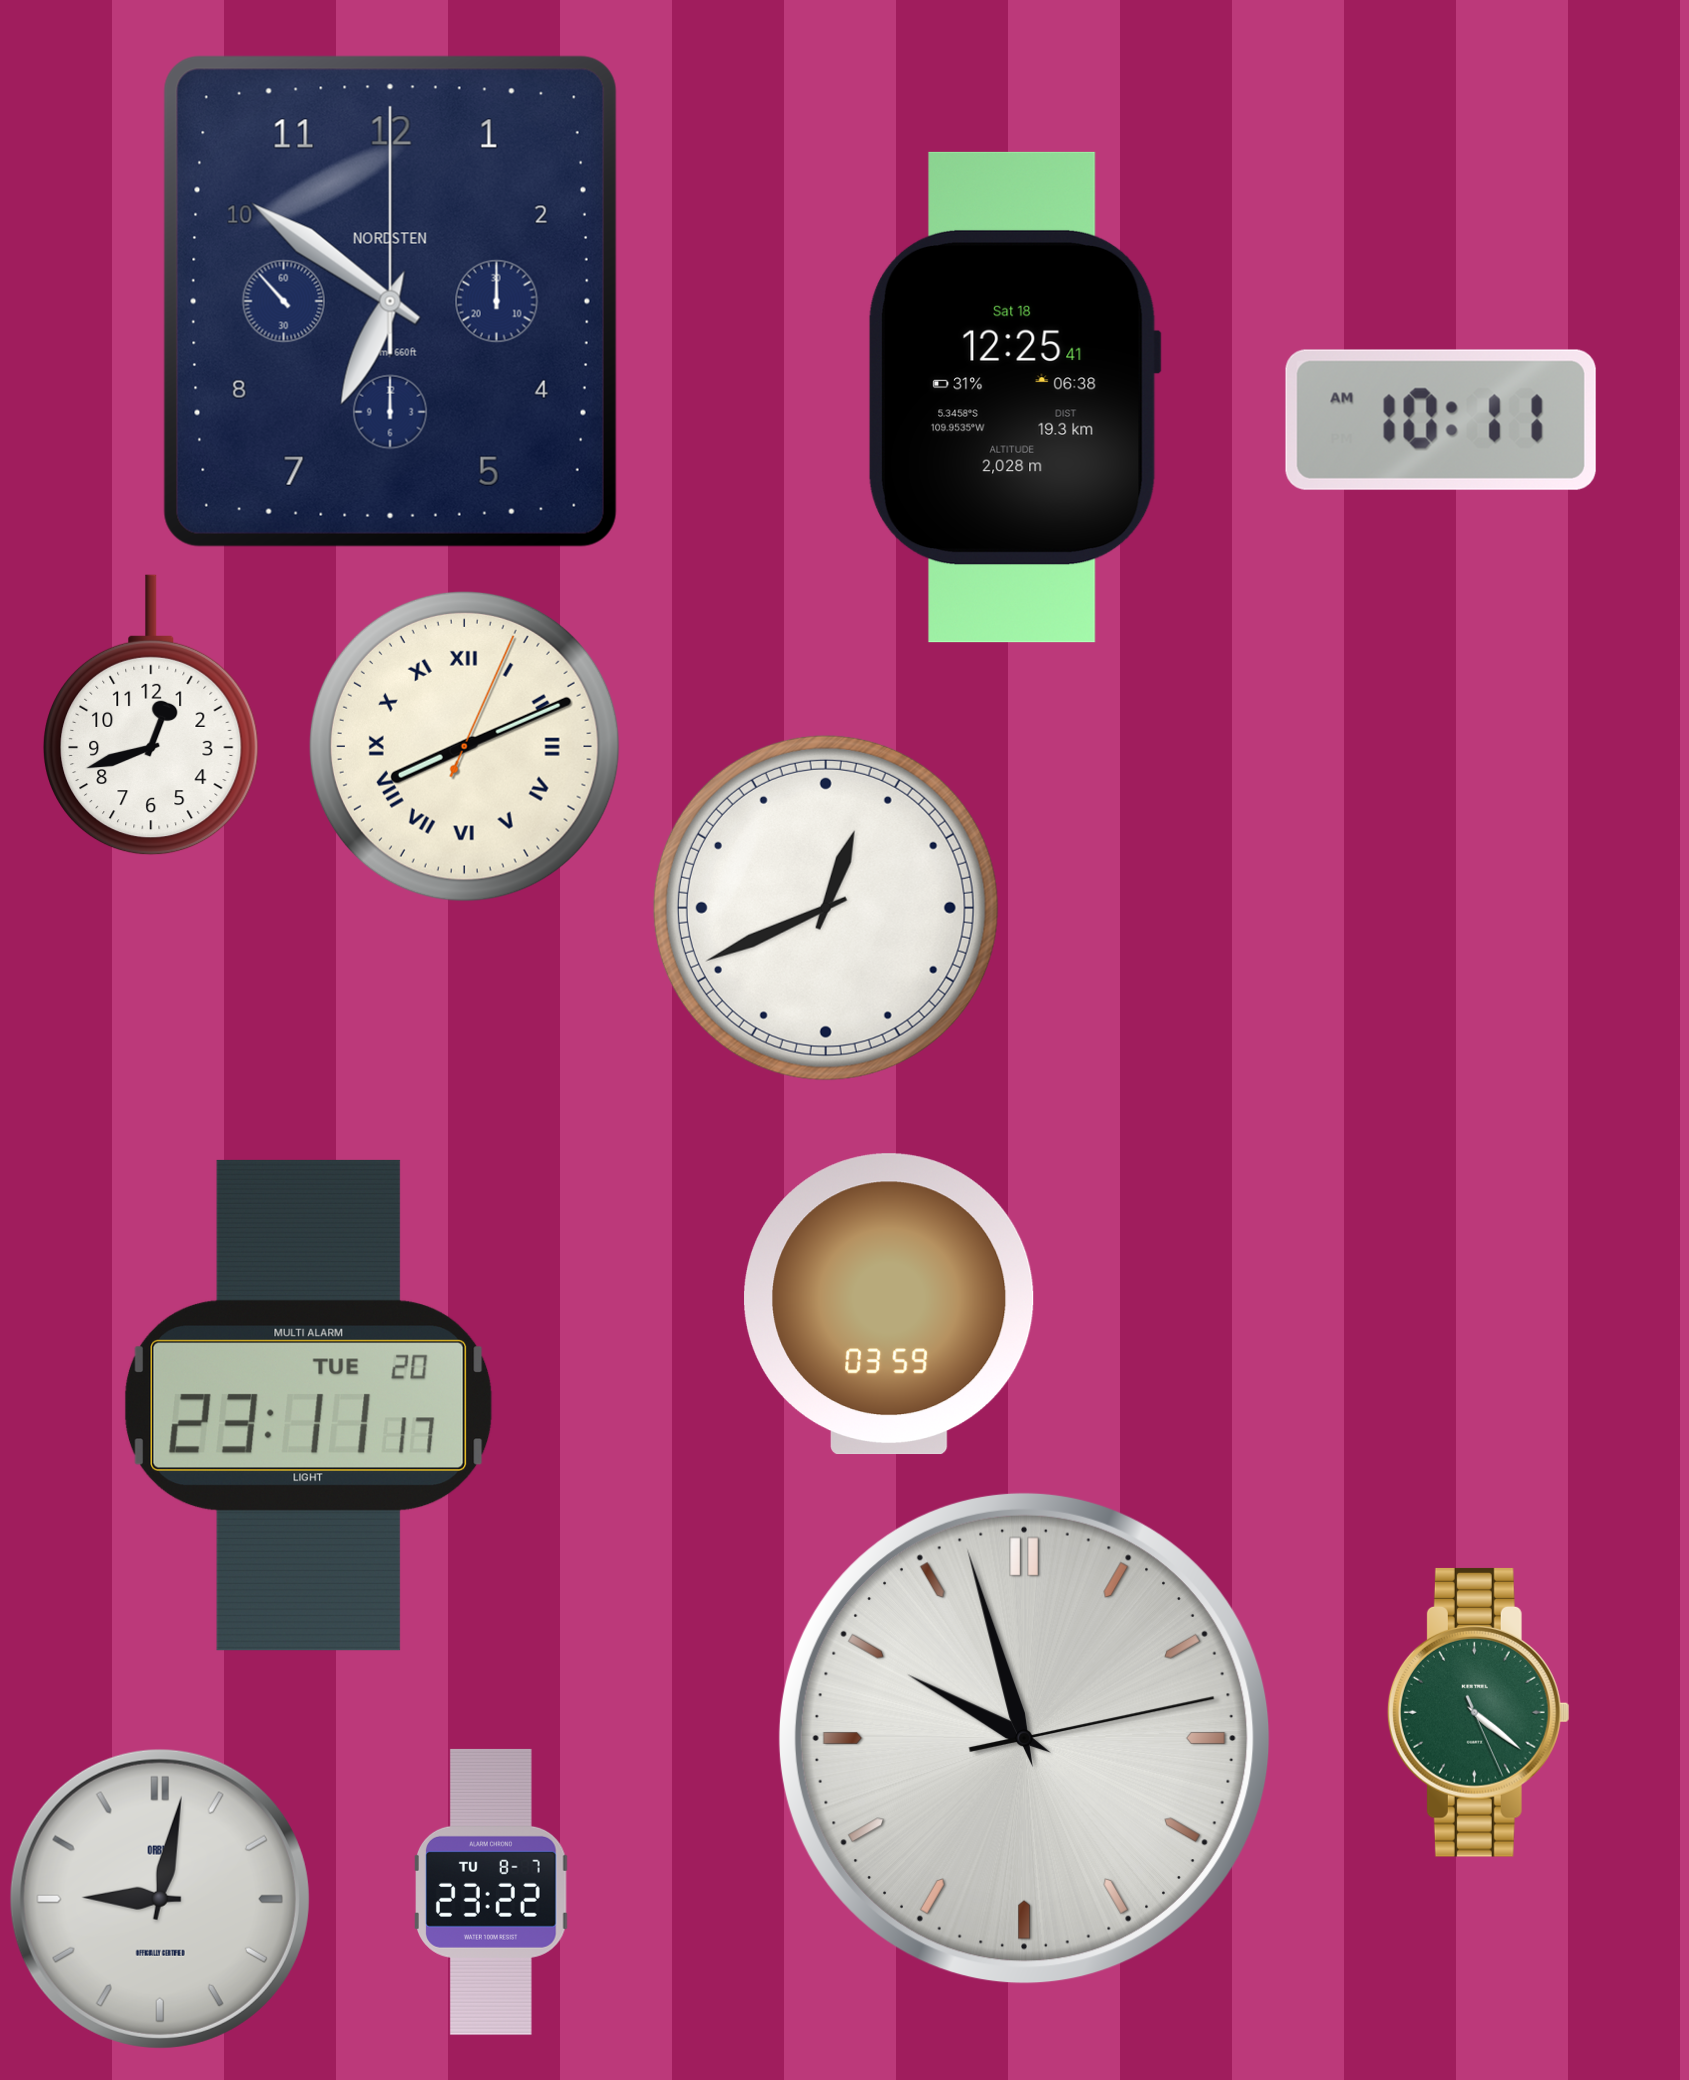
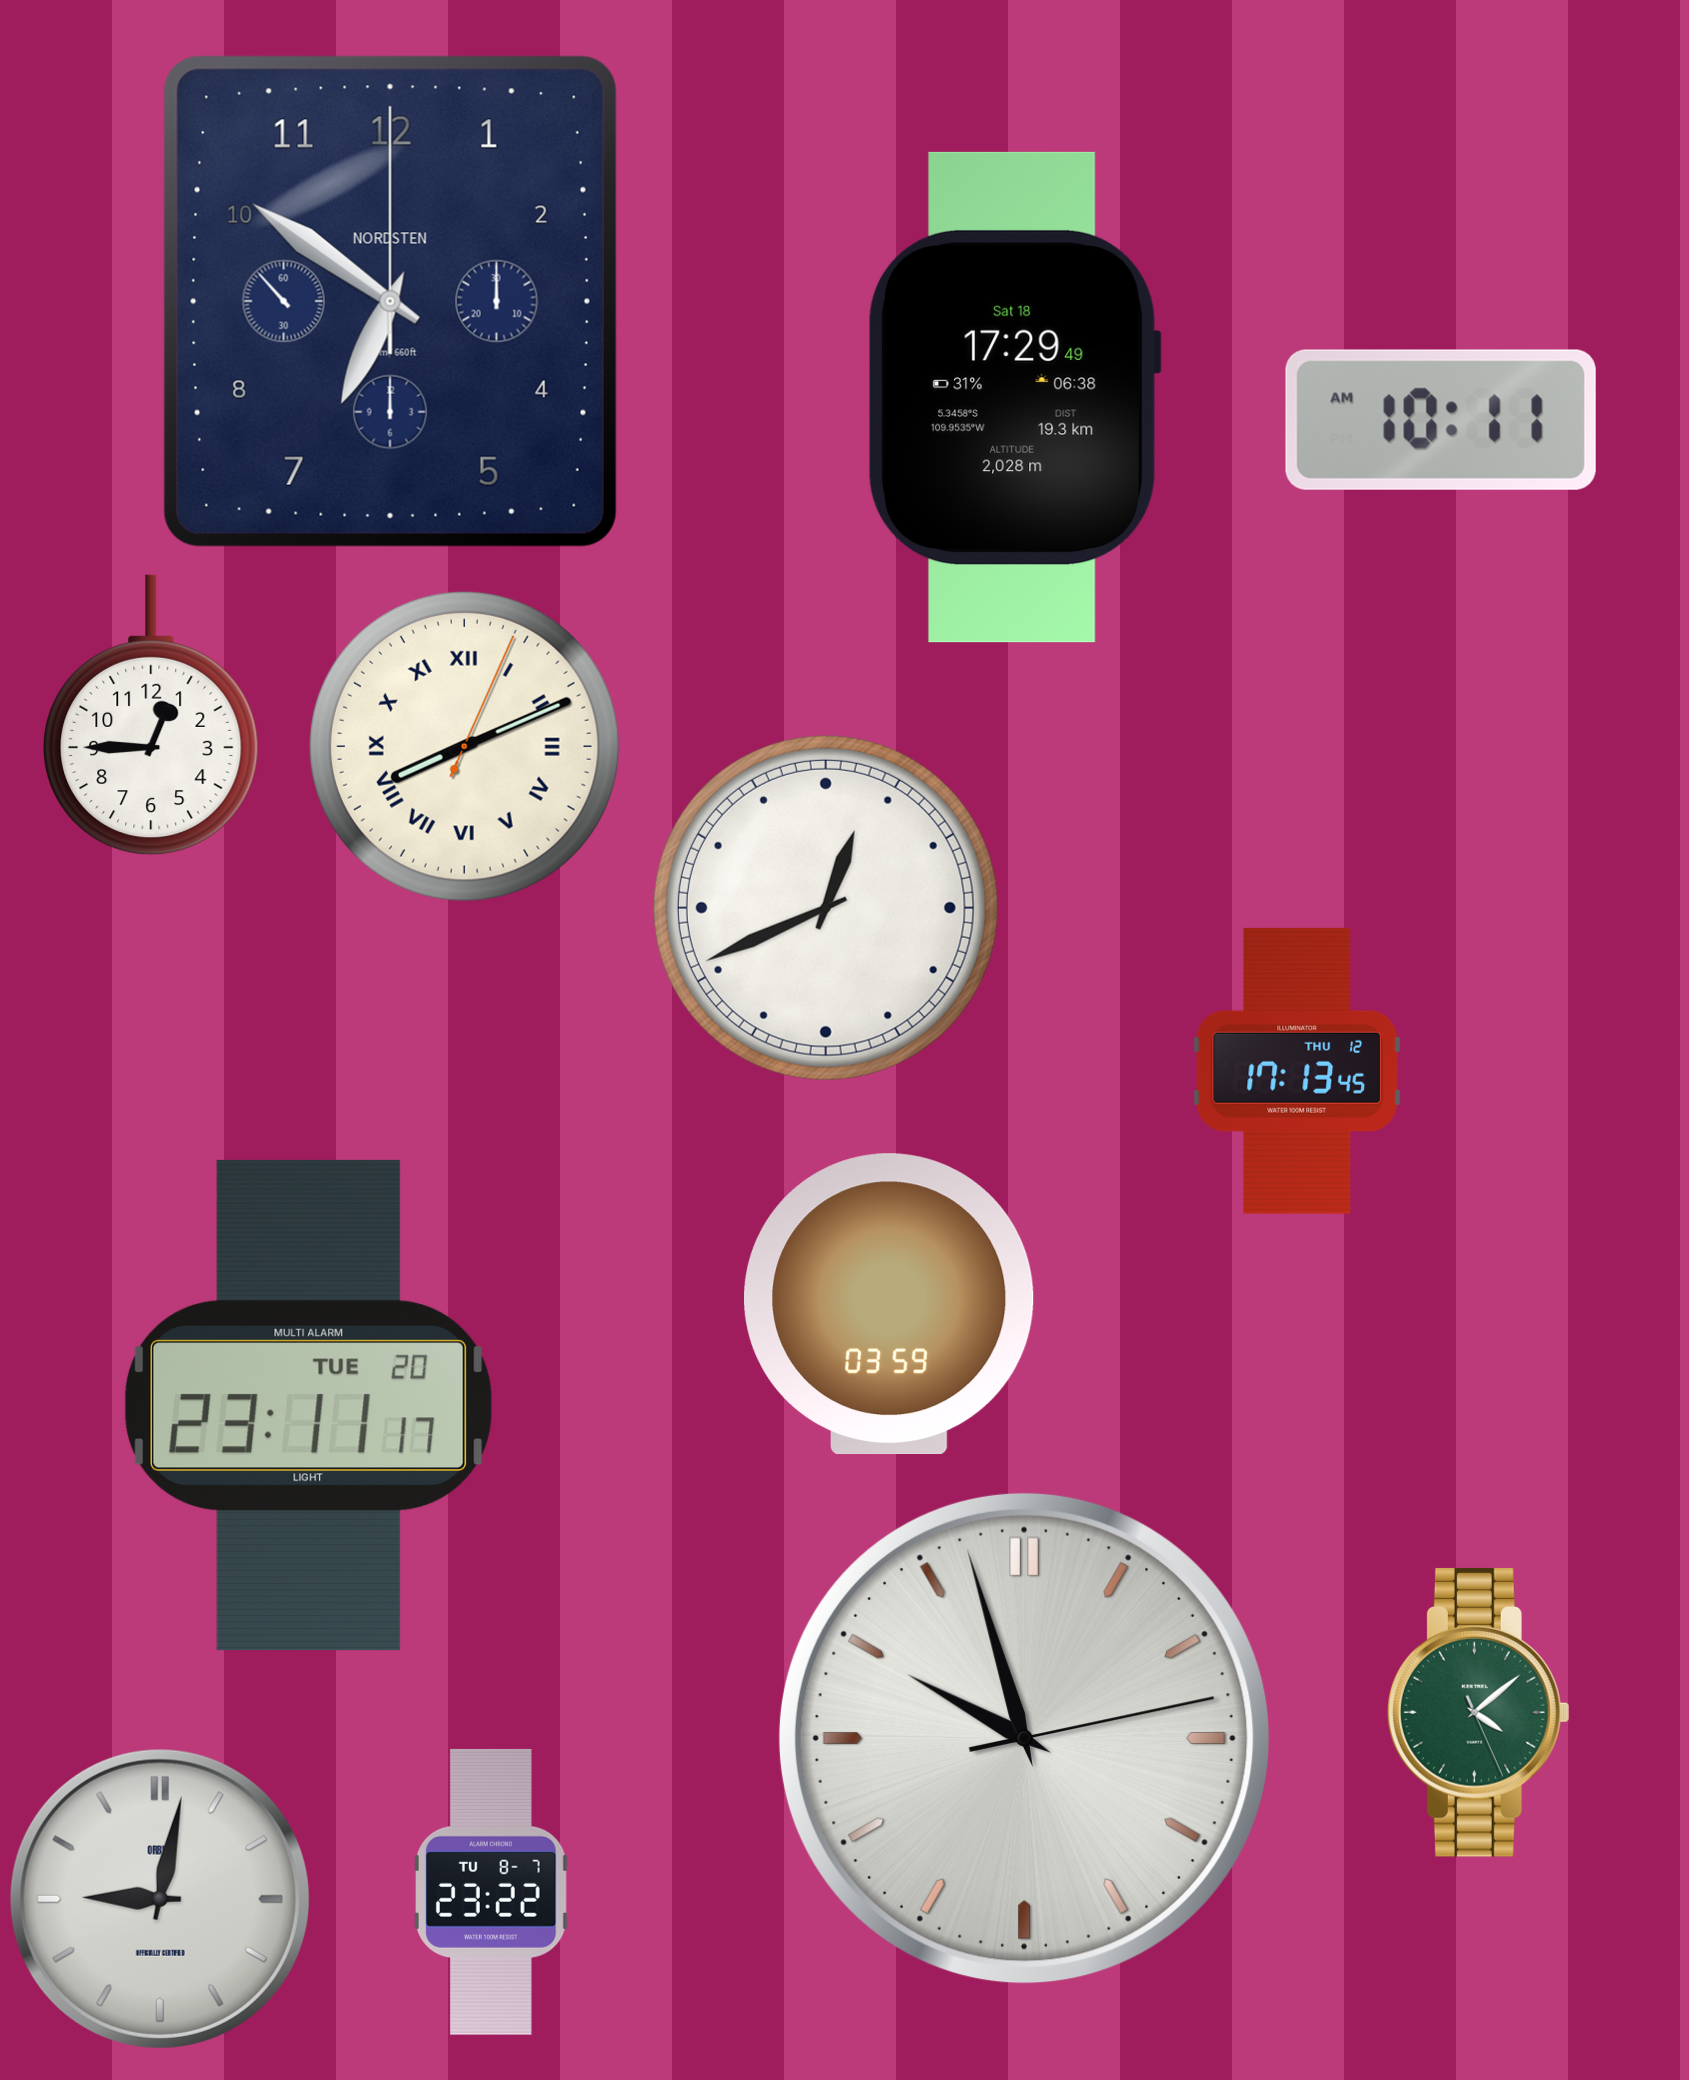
clock at (1014, 397): 12:25 -> 17:29
clock at (151, 715): 12:42 -> 12:45
clock at (1297, 1071): none -> 17:13
clock at (1478, 1712): 4:21 -> 4:08
